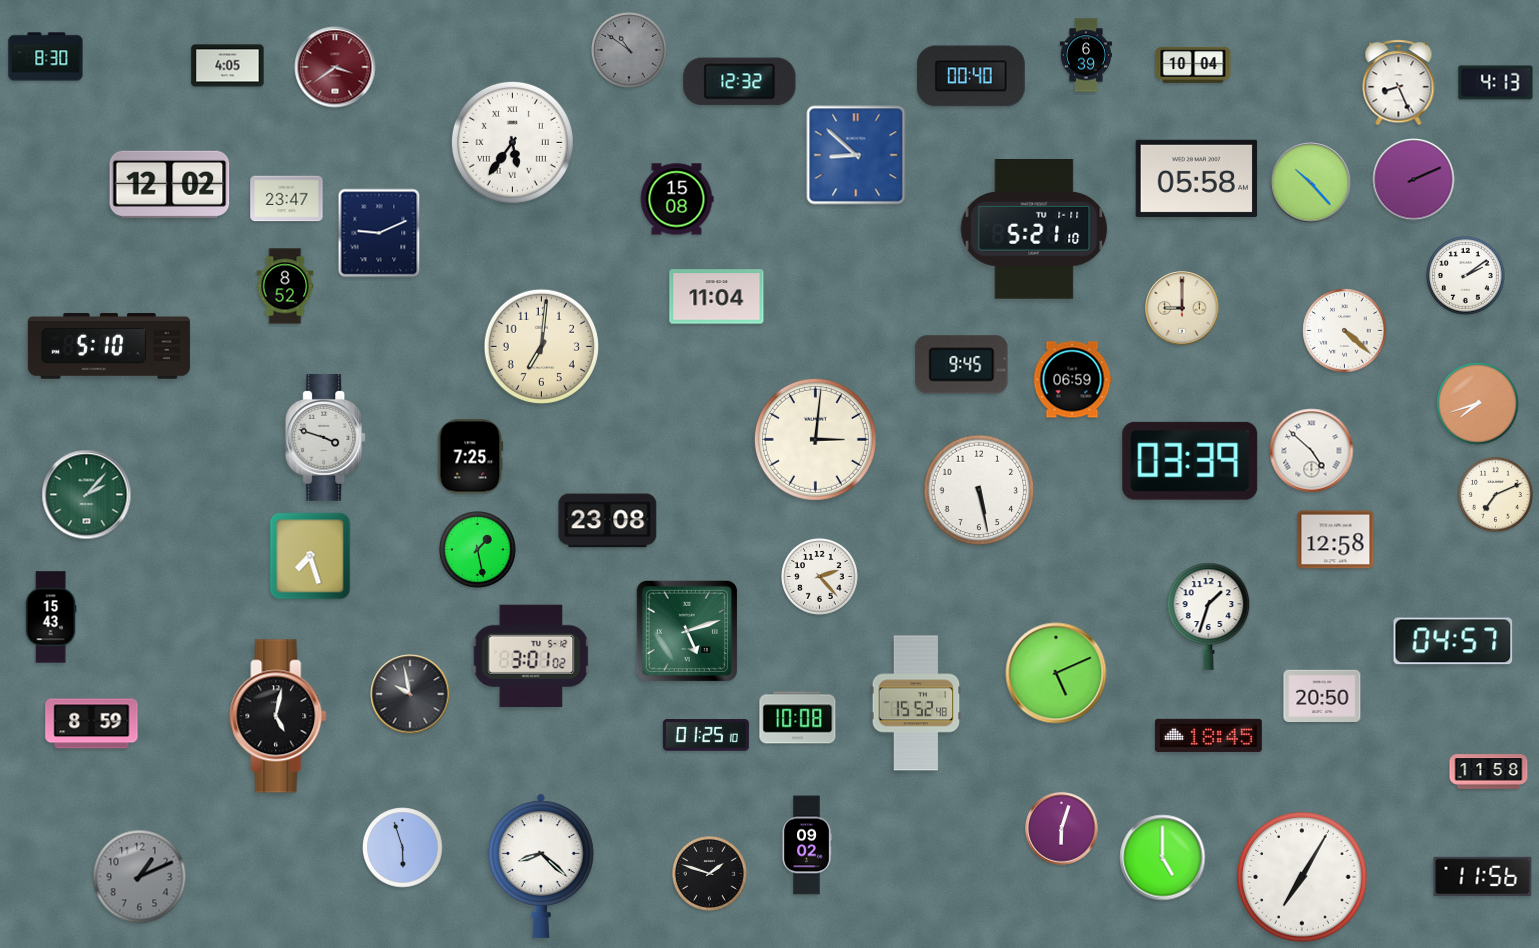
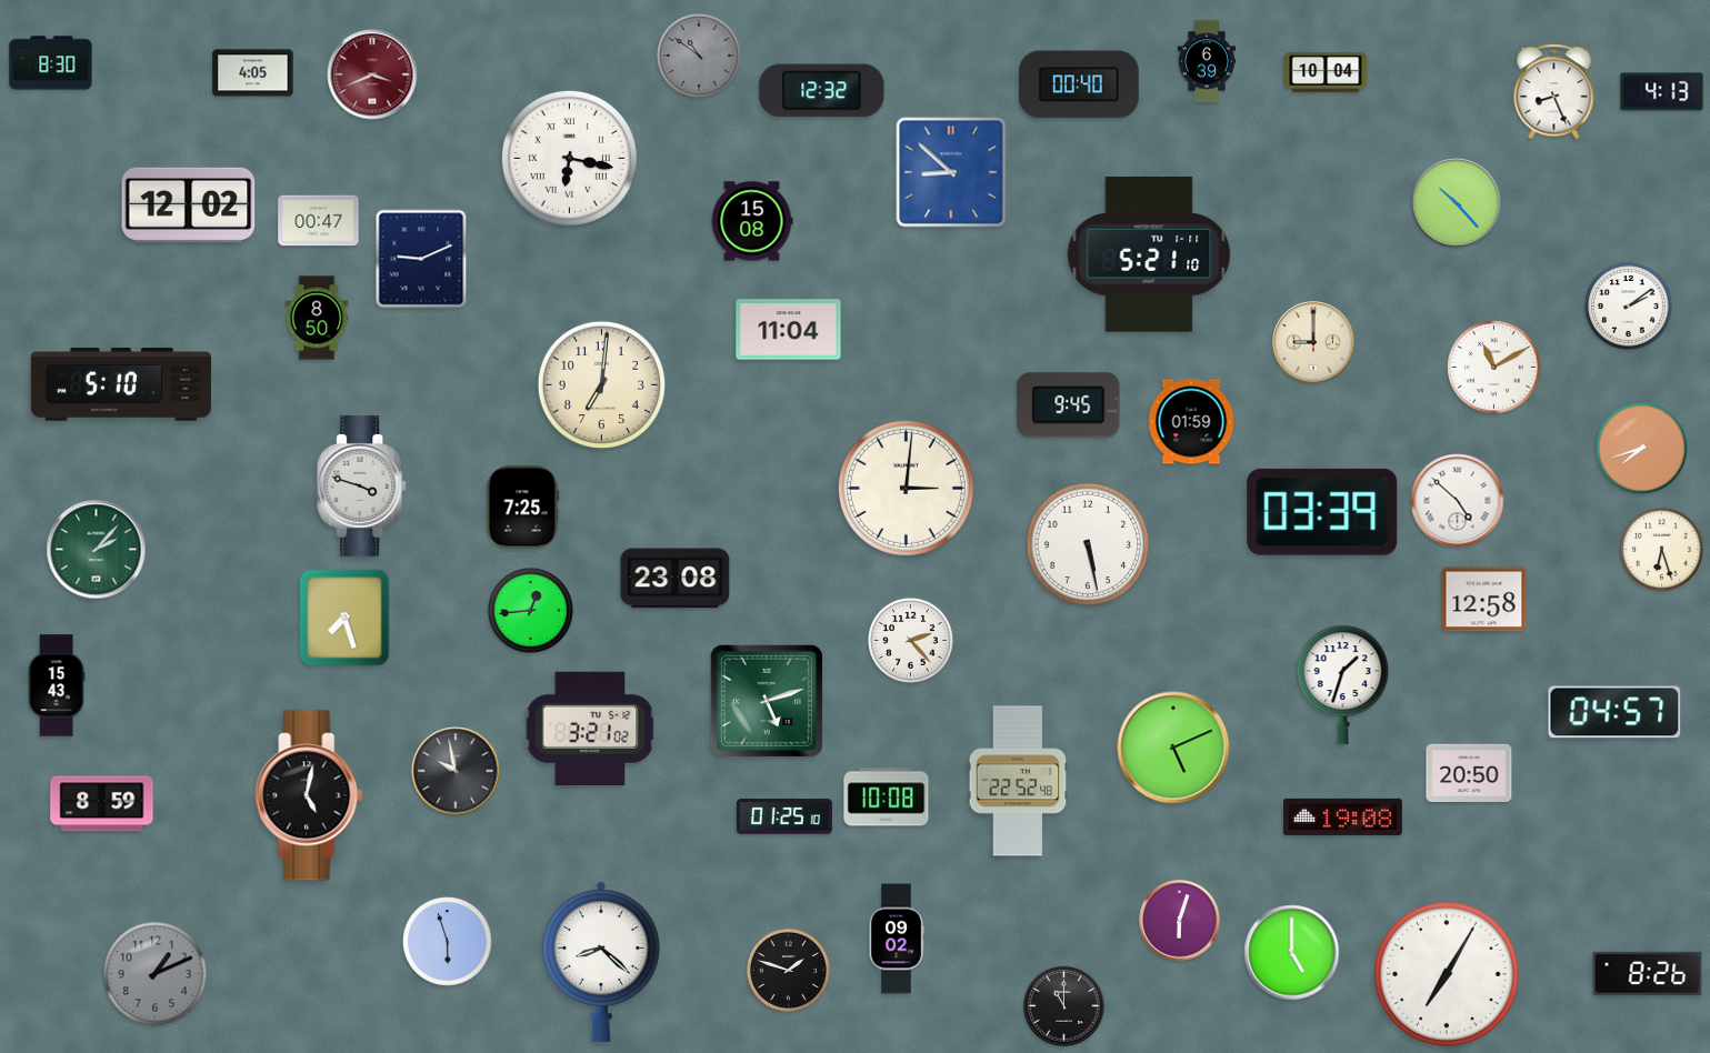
clock at (335, 67): 3:39 -> 3:41
clock at (512, 142): 5:36 -> 6:17
clock at (1197, 178): 05:58 -> none
clock at (1414, 180): 2:11 -> none
clock at (287, 199): 23:47 -> 00:47
clock at (285, 286): 8:52 -> 8:50
clock at (717, 297) position: (717, 297) -> (789, 330)
clock at (1345, 331): 4:22 -> 11:10
clock at (1072, 380): 06:59 -> 01:59
clock at (1495, 494): 7:11 -> 6:27
clock at (478, 550): 1:28 -> 12:44
clock at (687, 631) position: (687, 631) -> (767, 701)
clock at (531, 655): 3:01 -> 3:21
clock at (916, 703): 15:52 -> 22:52
clock at (1208, 735): 18:45 -> 19:08
clock at (1489, 772): 11:58 -> none
clock at (1483, 876): 11:56 -> 8:26
clock at (1064, 1006): none -> 11:00
